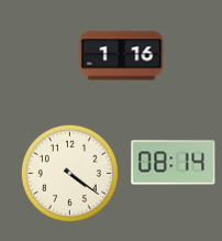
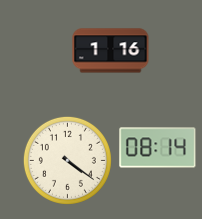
clock at (69, 173) position: (69, 173) -> (67, 160)
